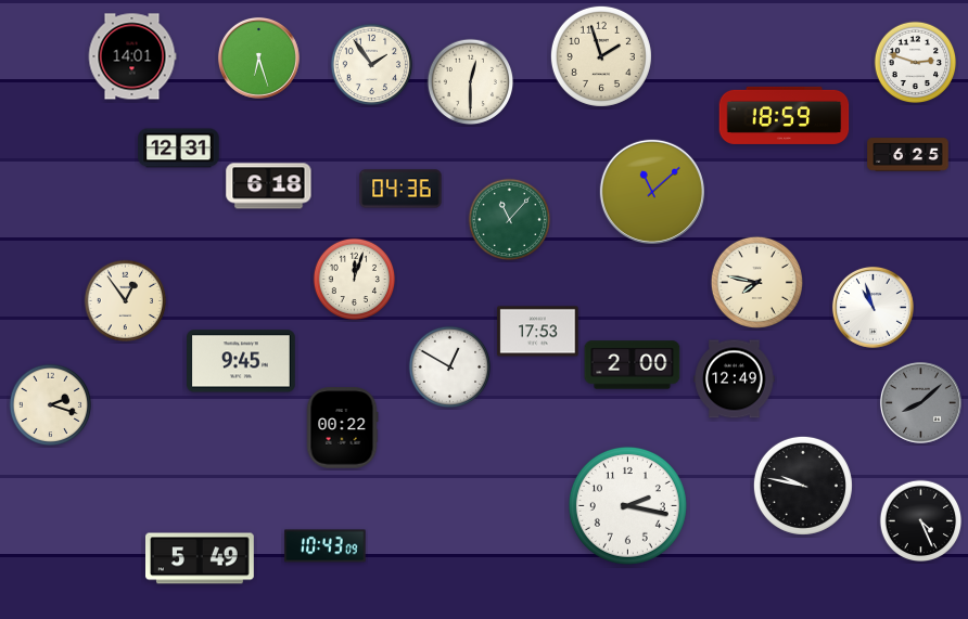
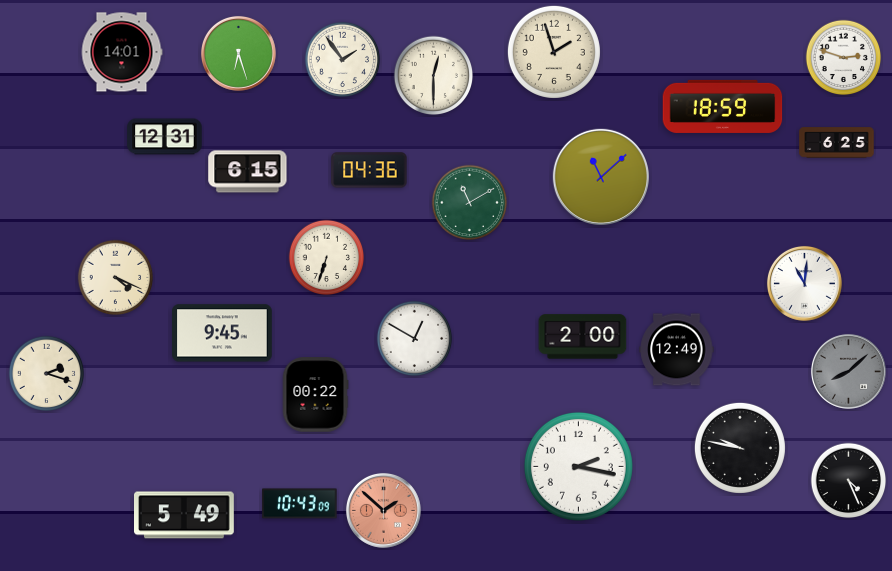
clock at (269, 186): 6:18 -> 6:15
clock at (400, 189) position: (400, 189) -> (369, 170)
clock at (510, 220): 11:07 -> 11:10
clock at (355, 280): 12:03 -> 6:33
clock at (756, 282): 7:47 -> none
clock at (126, 301): 12:54 -> 4:19
clock at (873, 307): 10:57 -> 11:01
clock at (538, 332): 17:53 -> none
clock at (383, 510): none -> 1:52
